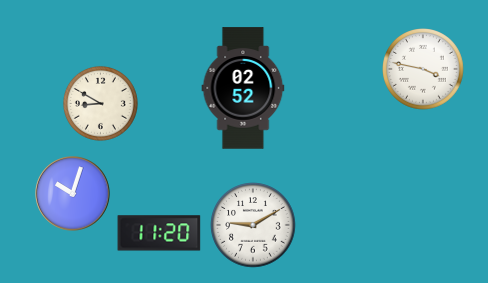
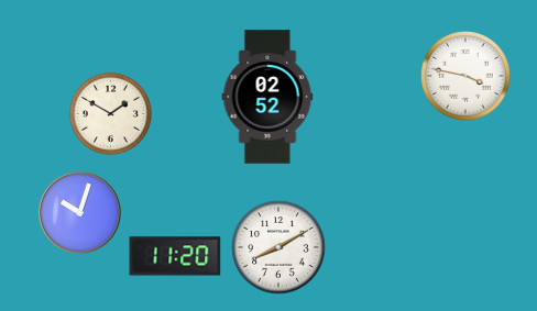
clock at (100, 103): 8:50 -> 1:50
clock at (253, 225): 9:10 -> 8:10
